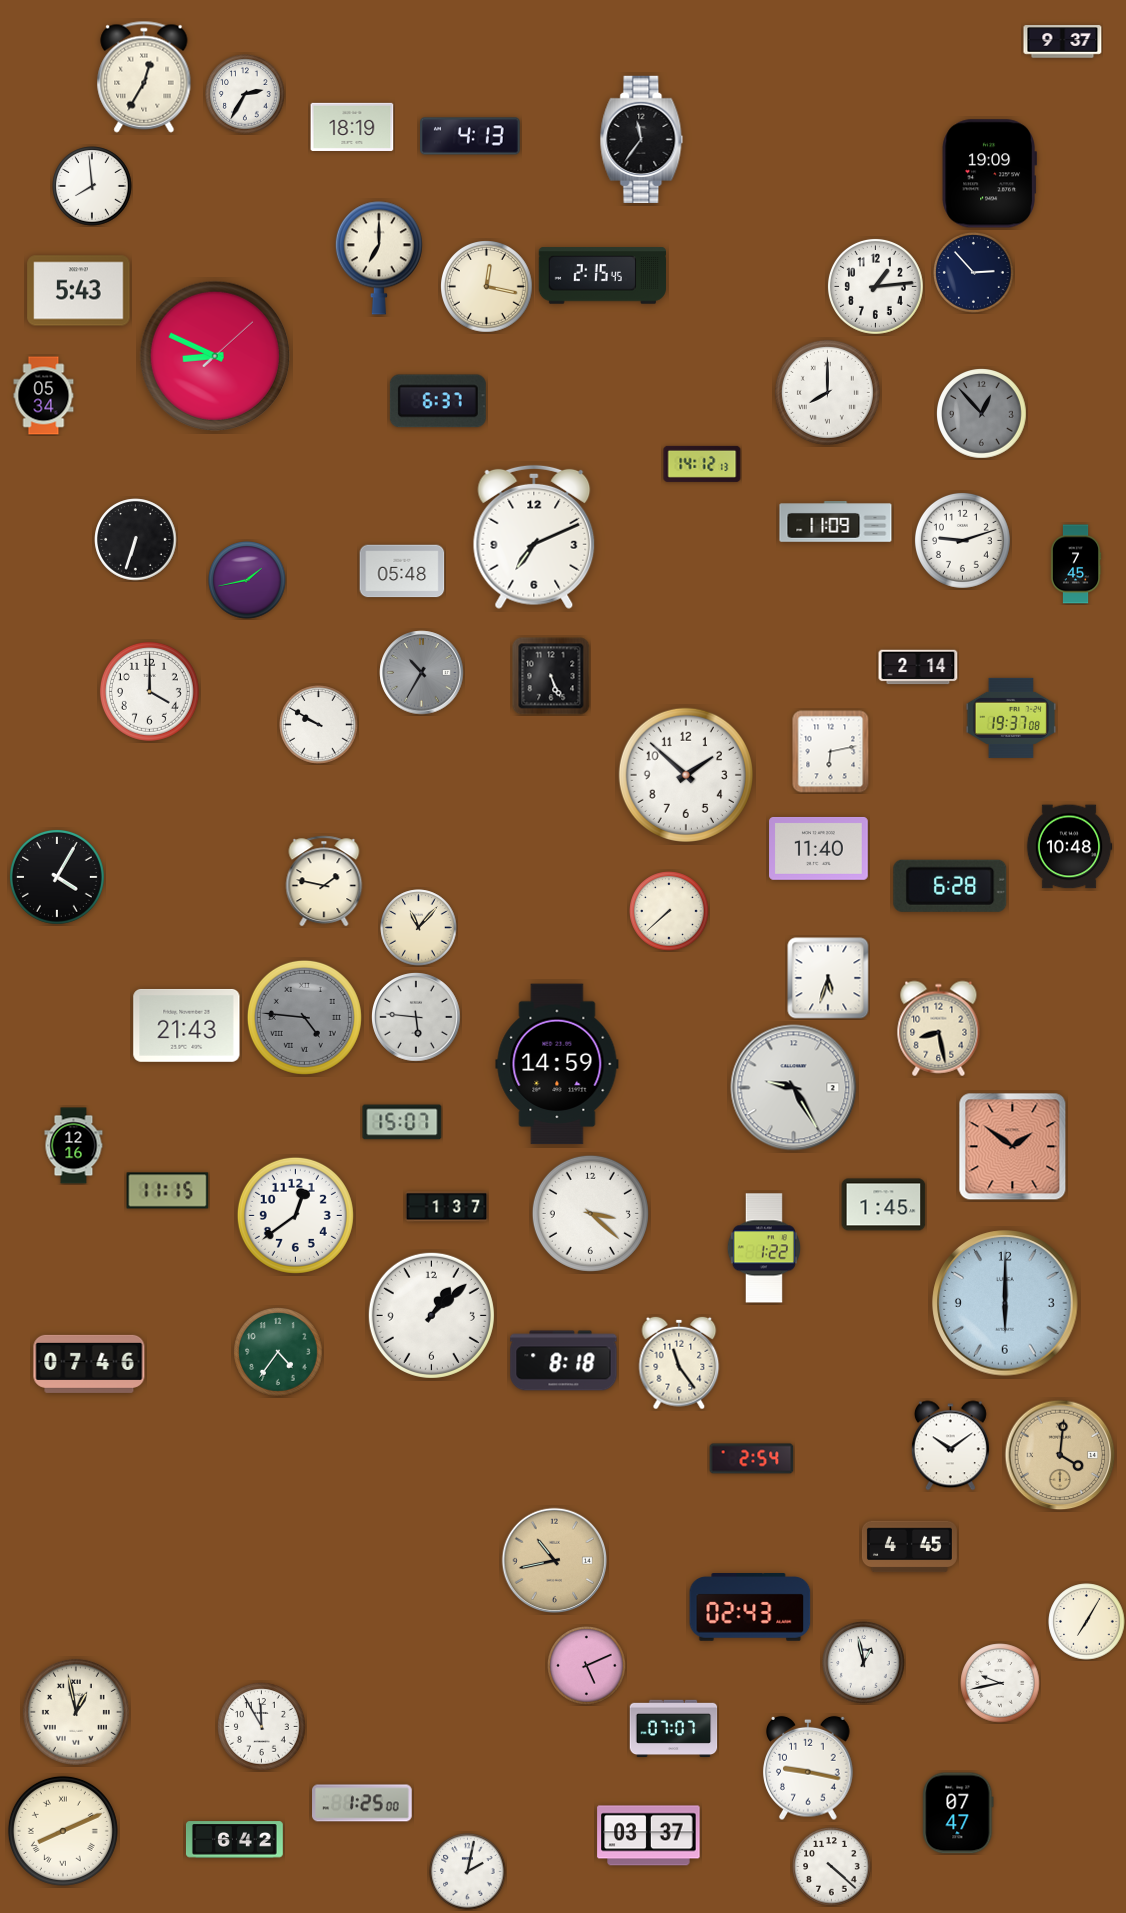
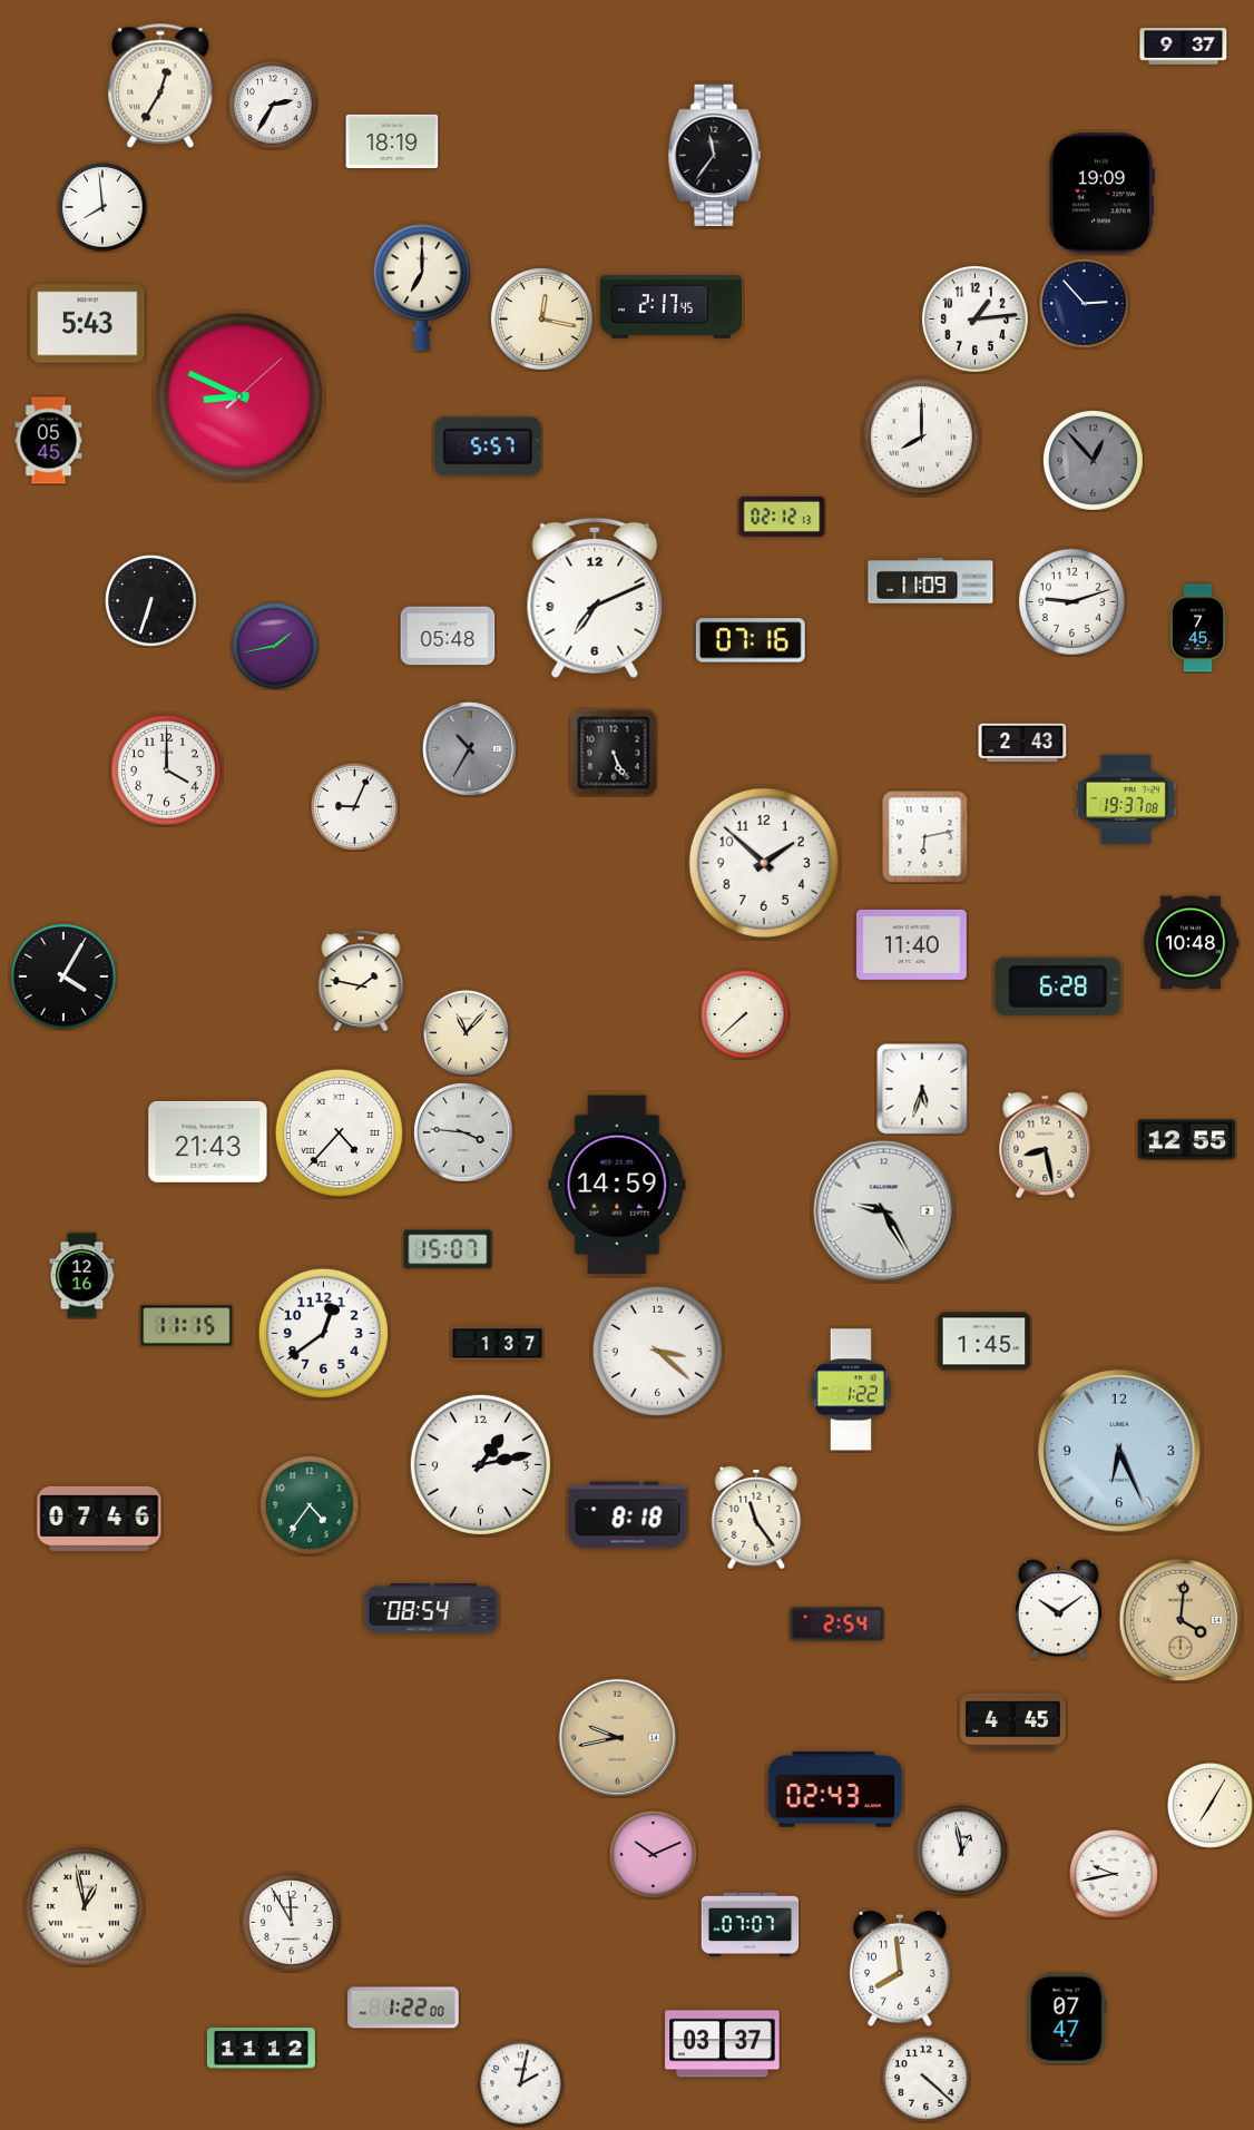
clock at (470, 136): 4:13 -> none
clock at (602, 276): 2:15 -> 2:17
clock at (44, 396): 05:34 -> 05:45
clock at (438, 401): 6:37 -> 5:57
clock at (702, 464): 14:12 -> 02:12
clock at (751, 640): none -> 07:16
clock at (918, 667): 2:14 -> 2:43
clock at (319, 725): 9:50 -> 9:04
clock at (304, 1017): 4:46 -> 4:37
clock at (304, 1017) dial: grey -> white
clock at (417, 1018): 5:46 -> 3:46
clock at (1187, 1140): none -> 12:55
clock at (557, 1064) position: (557, 1064) -> (617, 1185)
clock at (1013, 1147): 1:51 -> none
clock at (295, 1215) position: (295, 1215) -> (323, 1333)
clock at (1005, 1303): 6:00 -> 6:26
clock at (431, 1315): 1:08 -> 1:13
clock at (432, 1609): none -> 08:54
clock at (555, 1561): 10:43 -> 9:43
clock at (587, 1666): 5:11 -> 10:11
clock at (808, 1768): 9:17 -> 7:59
clock at (362, 1803): 1:25 -> 1:22
clock at (63, 1831): 8:11 -> none
clock at (234, 1840): 6:42 -> 11:12
